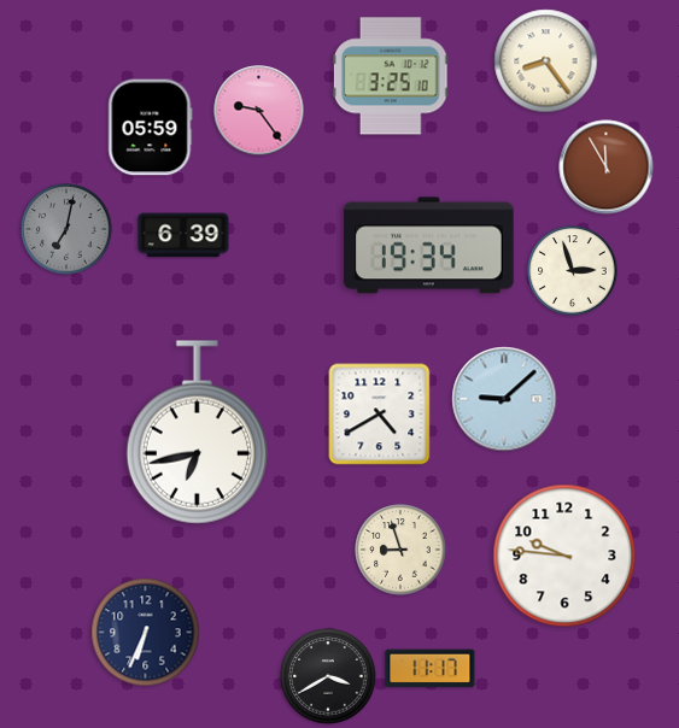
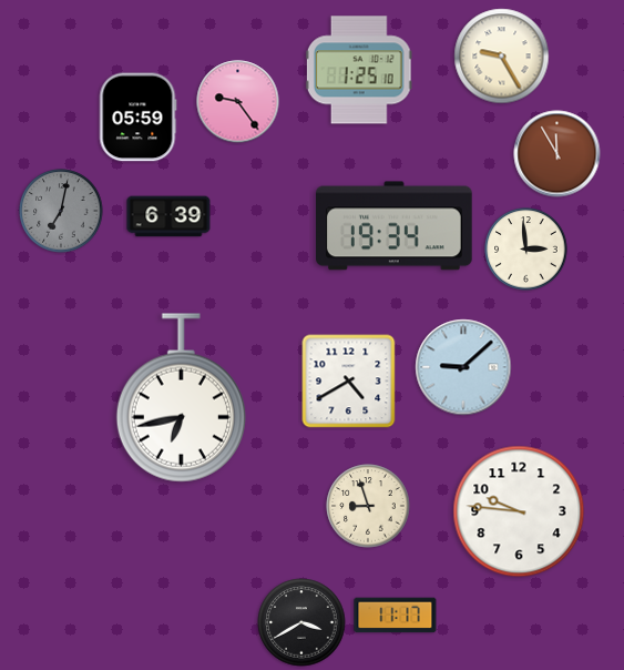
clock at (546, 61): 8:24 -> 9:25
clock at (391, 76): 3:25 -> 1:25
clock at (573, 271): 2:57 -> 2:59
clock at (146, 633): 6:34 -> none
